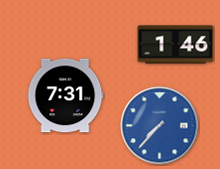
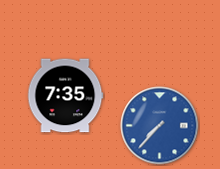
clock at (176, 45): 1:46 -> none
clock at (65, 96): 7:31 -> 7:35
